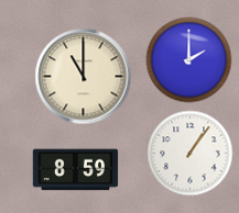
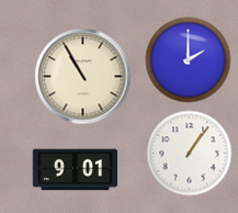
clock at (83, 76): 11:00 -> 10:55
clock at (75, 170): 8:59 -> 9:01
